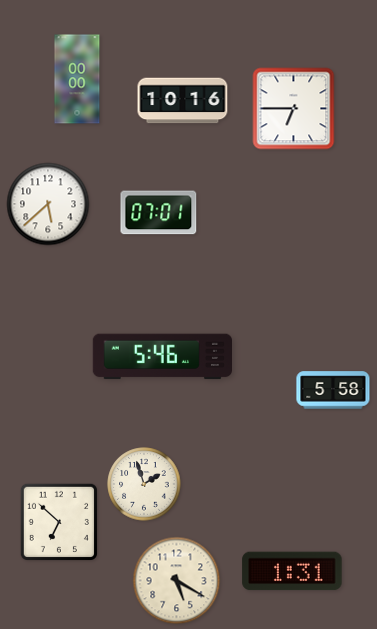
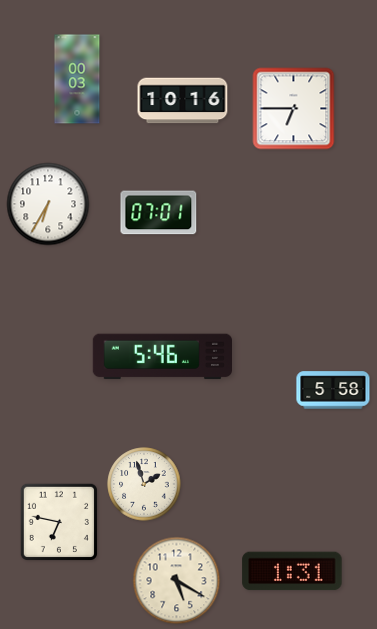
clock at (77, 79): 00:00 -> 00:03
clock at (48, 204): 5:38 -> 6:35
clock at (59, 522): 6:52 -> 6:47
